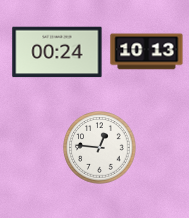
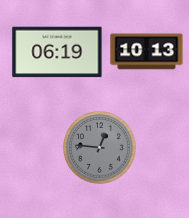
clock at (57, 52): 00:24 -> 06:19
clock at (100, 148) dial: white -> grey
